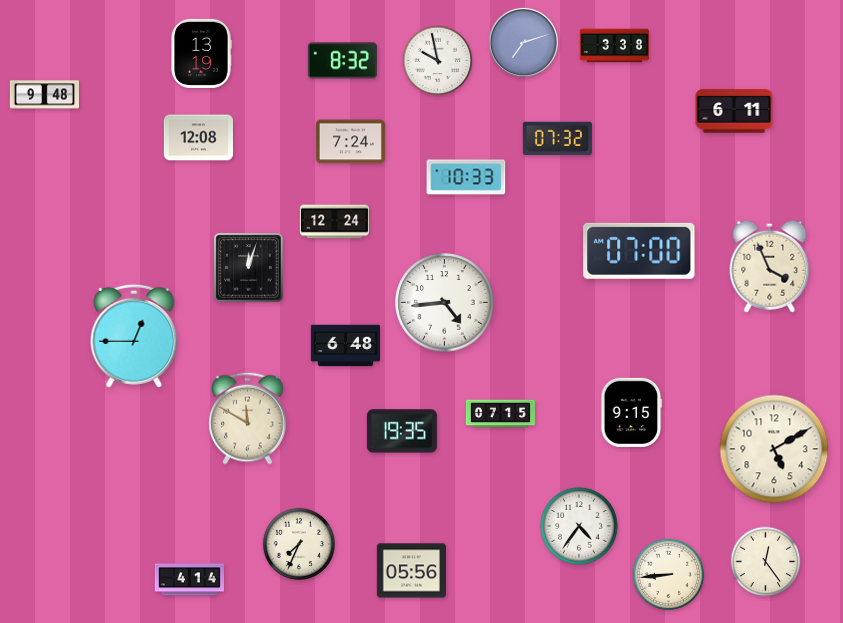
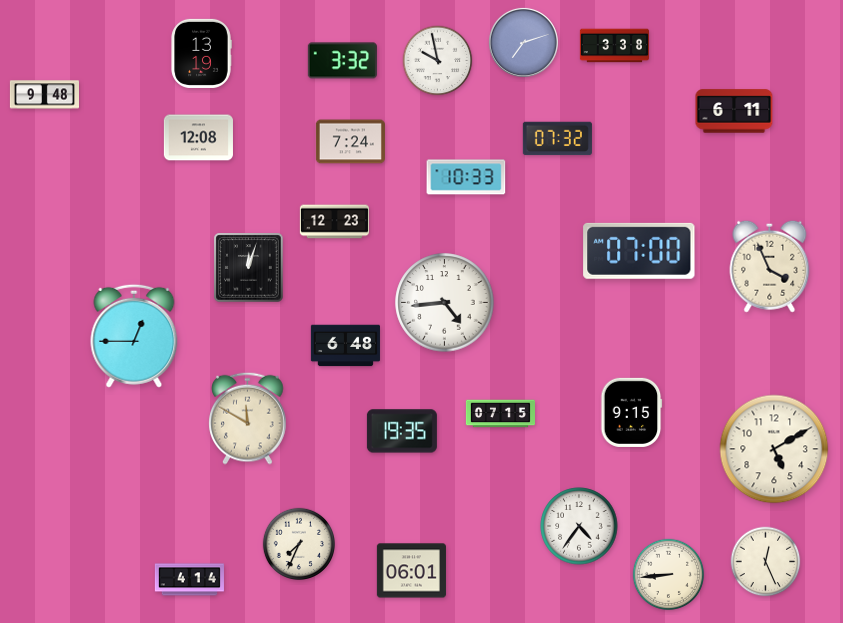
clock at (342, 61): 8:32 -> 3:32
clock at (334, 222): 12:24 -> 12:23
clock at (766, 562): 12:24 -> 12:26
clock at (411, 571): 05:56 -> 06:01
